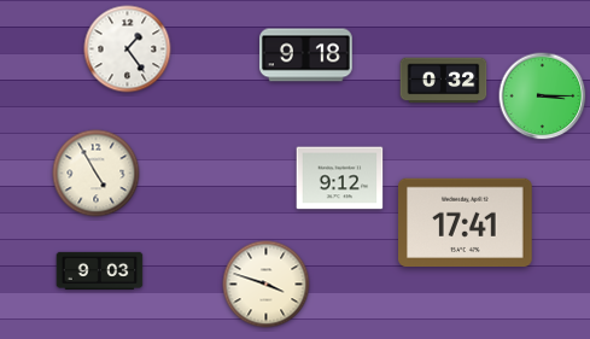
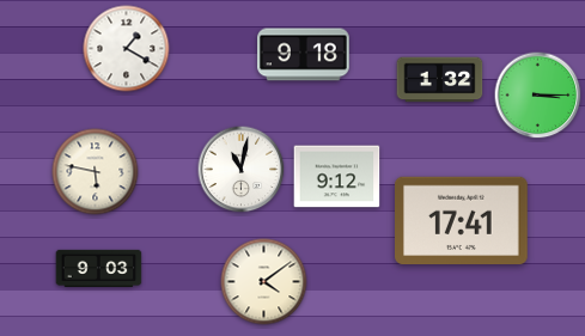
clock at (128, 49): 1:24 -> 1:20
clock at (444, 81): 0:32 -> 1:32
clock at (242, 170): none -> 11:02
clock at (97, 174): 4:55 -> 5:47
clock at (267, 285): 3:48 -> 4:09
